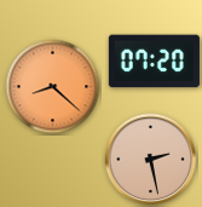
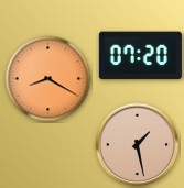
clock at (53, 87): 8:22 -> 8:20
clock at (151, 160): 2:28 -> 1:28
